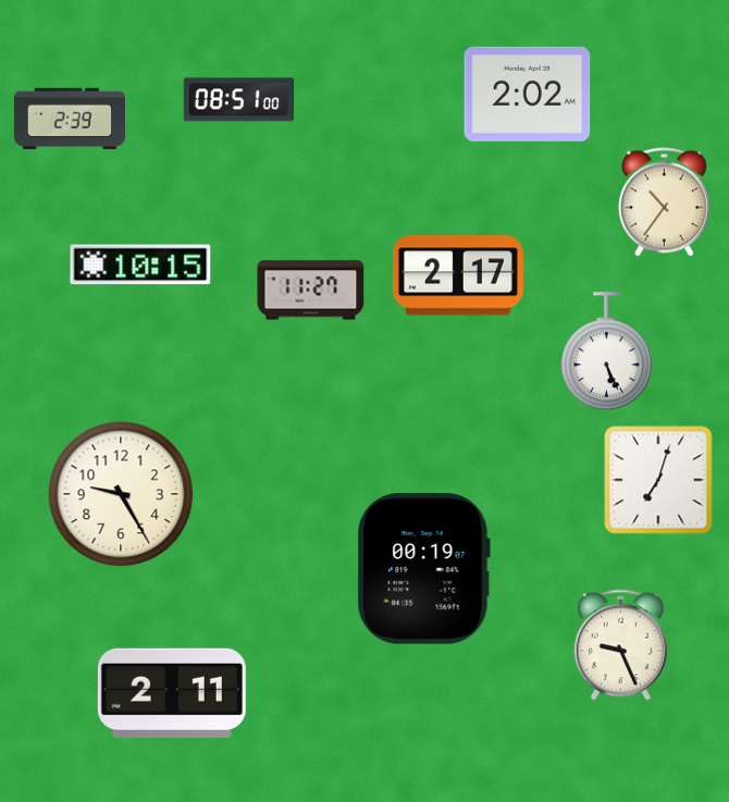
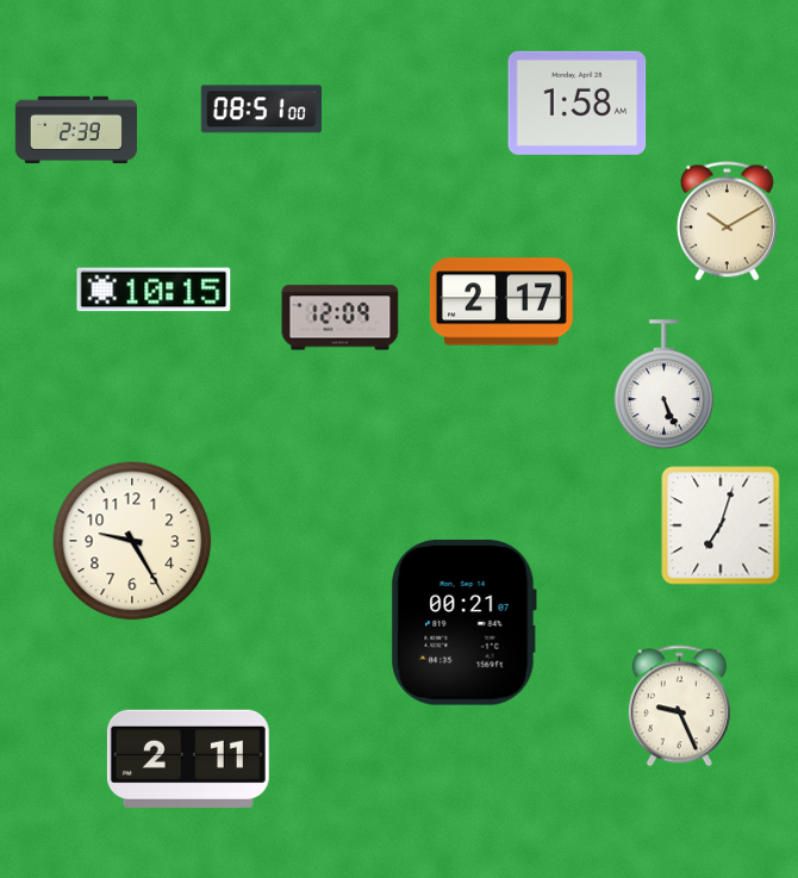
clock at (528, 94): 2:02 -> 1:58
clock at (665, 202): 10:36 -> 10:10
clock at (311, 291): 11:27 -> 12:09
clock at (423, 569): 00:19 -> 00:21
